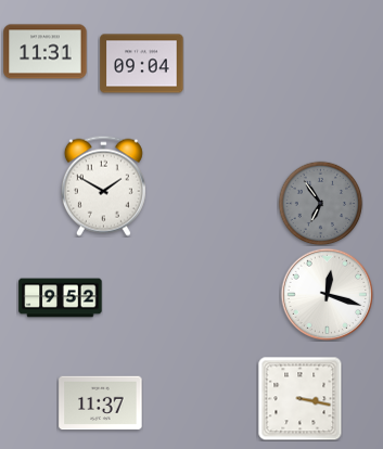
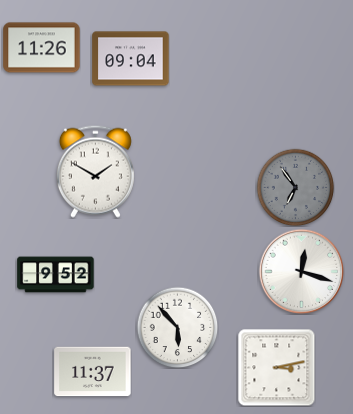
clock at (46, 52): 11:31 -> 11:26
clock at (177, 327): none -> 5:53
clock at (299, 398): 3:17 -> 3:13
